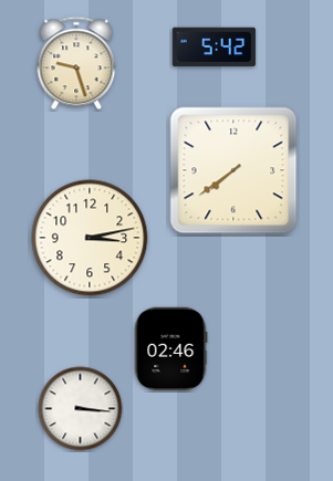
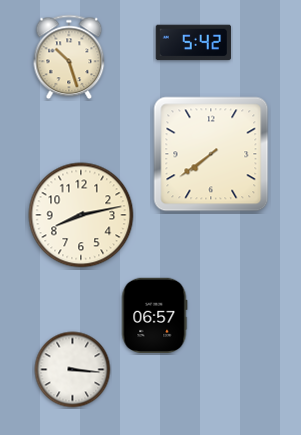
clock at (76, 63): 9:27 -> 10:27
clock at (90, 238): 3:13 -> 8:13
clock at (170, 348): 02:46 -> 06:57
